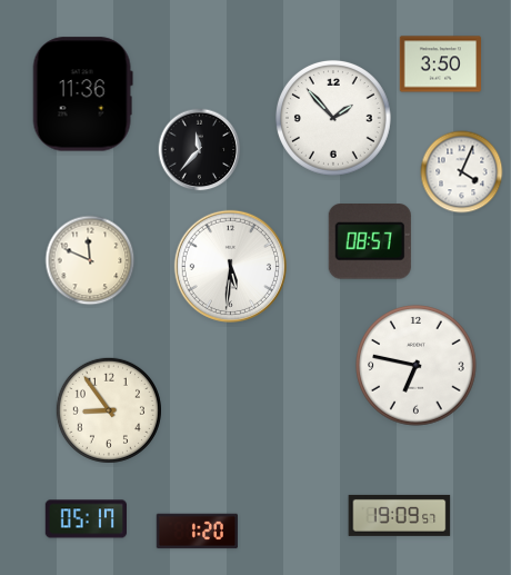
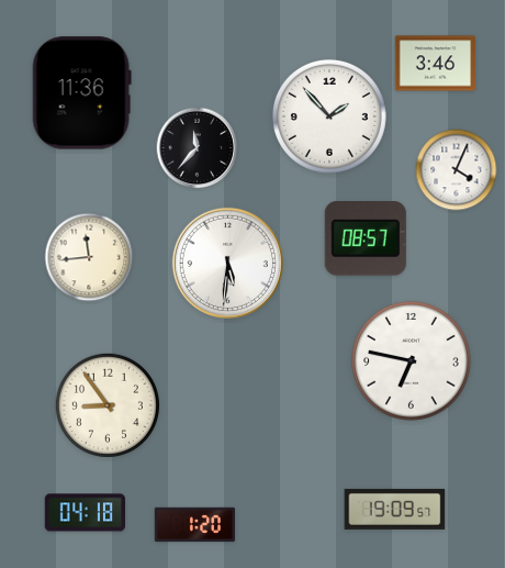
clock at (441, 65): 3:50 -> 3:46
clock at (90, 260): 11:49 -> 11:44
clock at (86, 519): 05:17 -> 04:18
